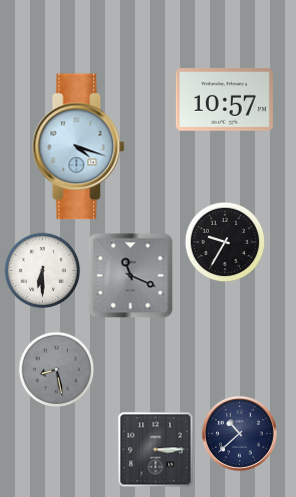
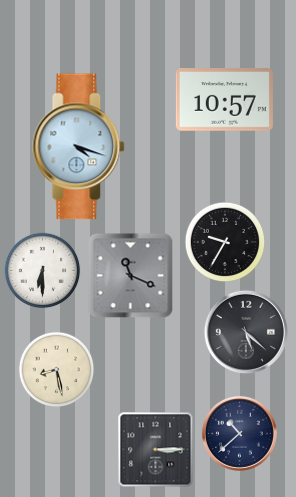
clock at (246, 332): none -> 5:22
clock at (57, 370) dial: grey -> cream
